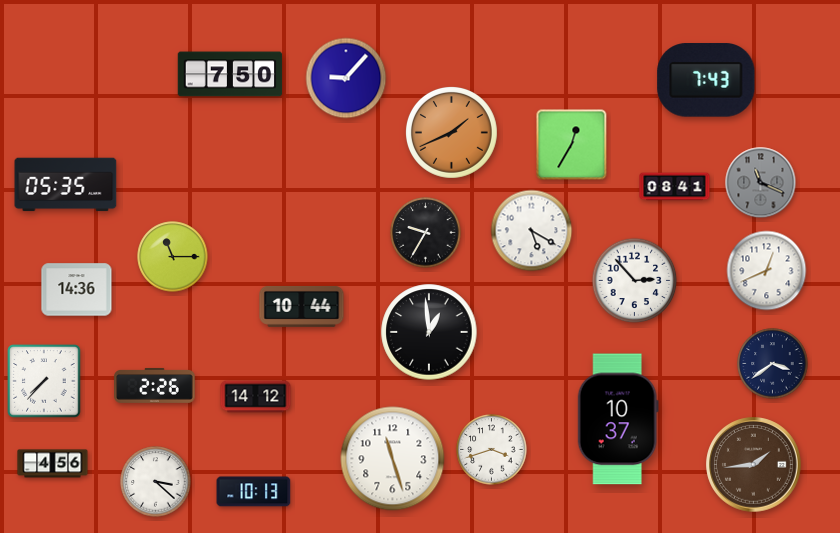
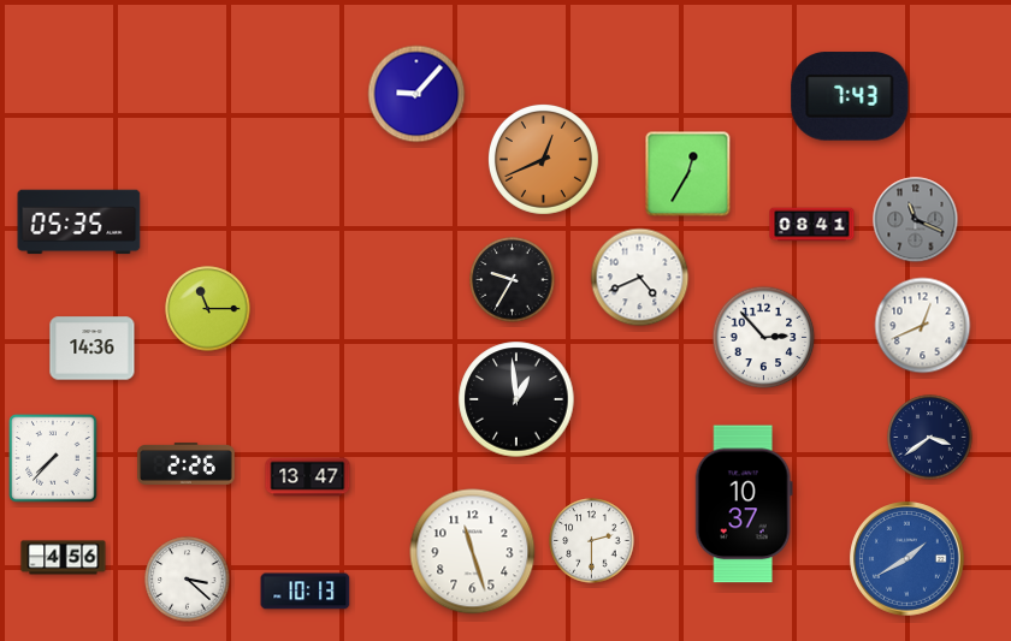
clock at (230, 74): 7:50 -> none
clock at (451, 132): 1:41 -> 12:41
clock at (532, 231): 5:20 -> 4:41
clock at (302, 306): 10:44 -> none
clock at (256, 397): 14:12 -> 13:47
clock at (492, 450): 3:42 -> 2:30
clock at (754, 465): 1:44 -> 1:40
clock at (754, 465) dial: brown -> blue
